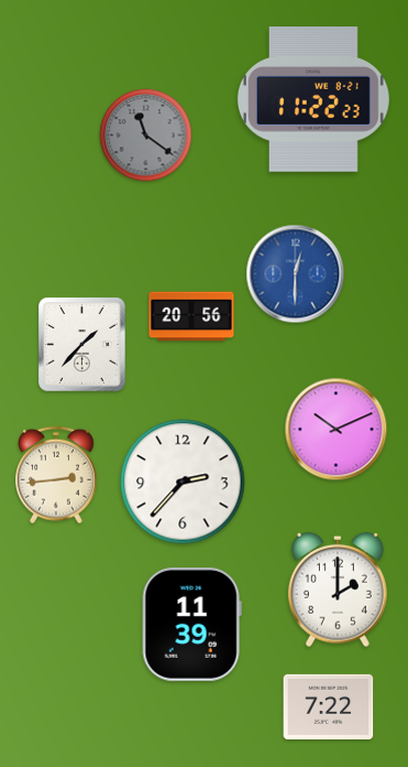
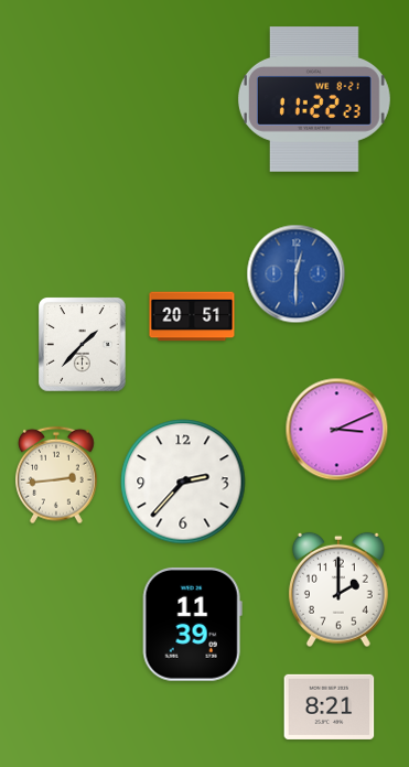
clock at (146, 136): 11:21 -> none
clock at (191, 316): 20:56 -> 20:51
clock at (337, 430): 10:11 -> 3:11
clock at (329, 706): 7:22 -> 8:21
